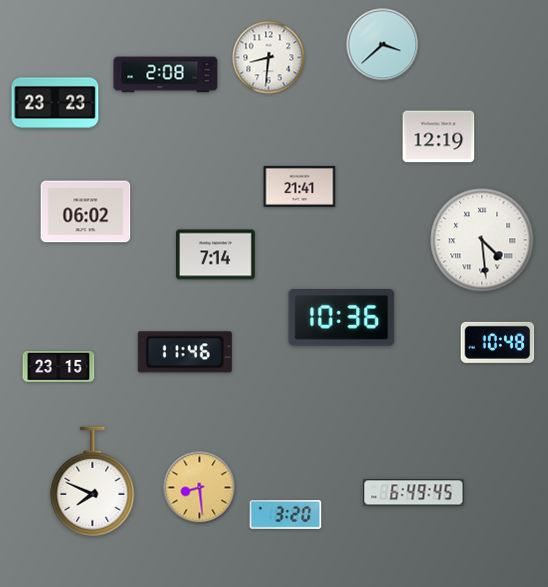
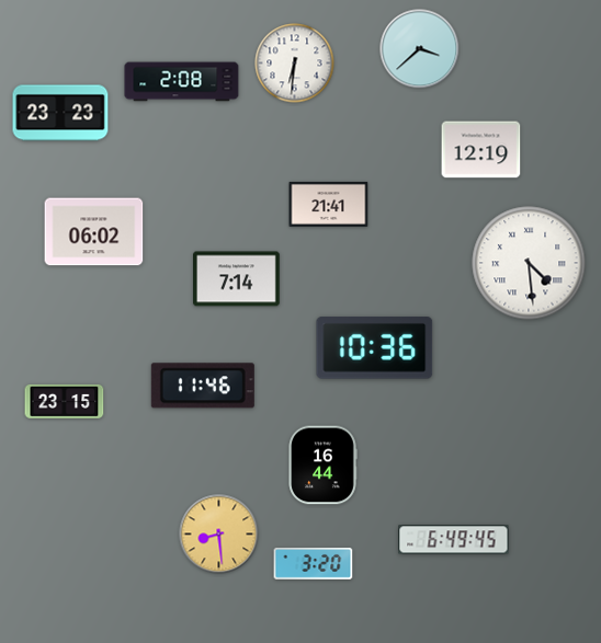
clock at (269, 58): 8:31 -> 6:31
clock at (498, 342): 10:48 -> none
clock at (322, 466): none -> 16:44
clock at (93, 482): 7:49 -> none
